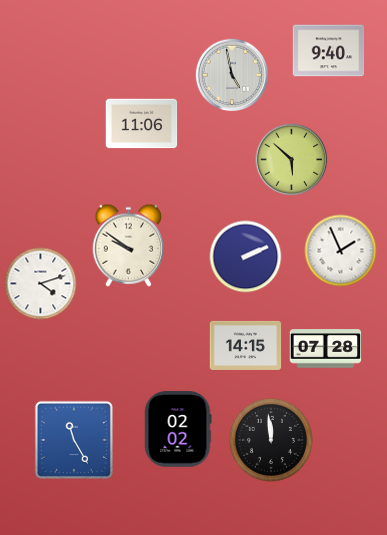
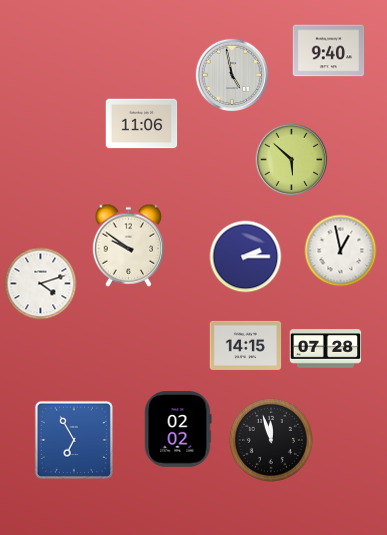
clock at (341, 251): 1:56 -> 12:58
clock at (246, 257): 2:11 -> 2:15
clock at (74, 440): 11:25 -> 6:55
clock at (271, 440): 11:59 -> 11:57
